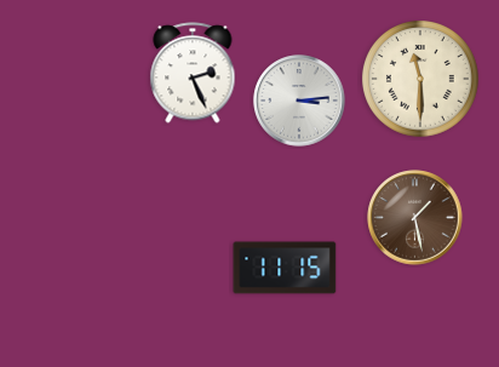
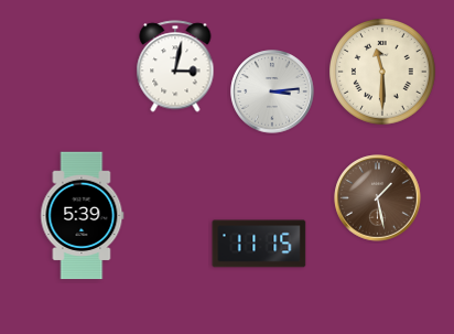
clock at (193, 73): 2:26 -> 3:02
clock at (83, 216): none -> 5:39
